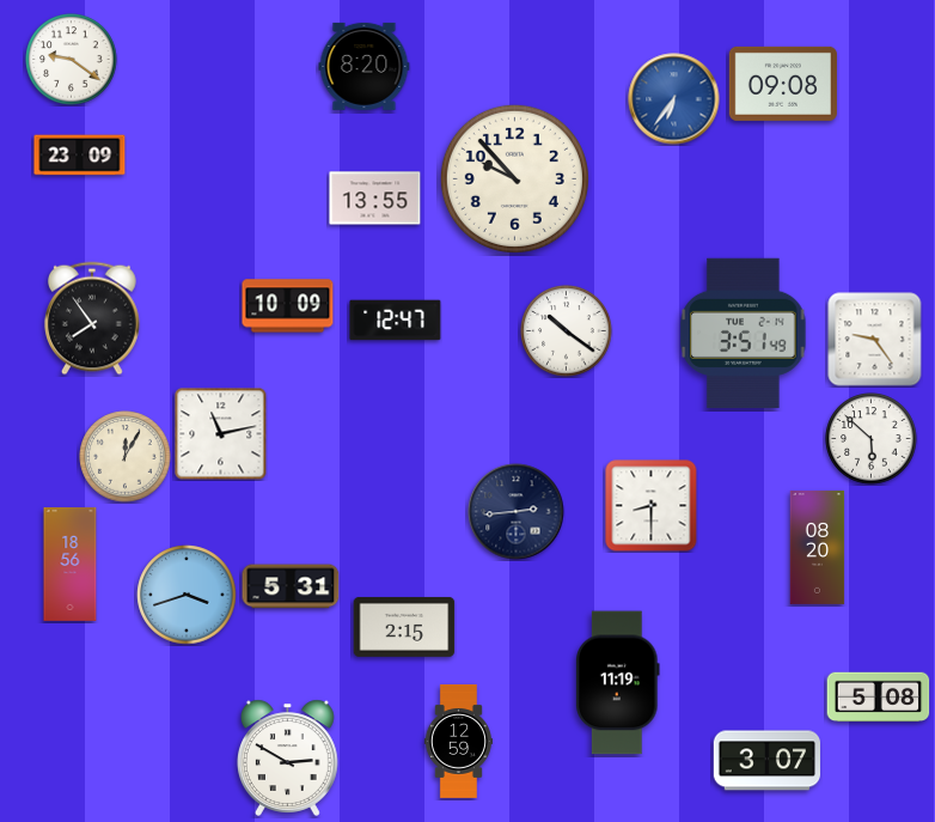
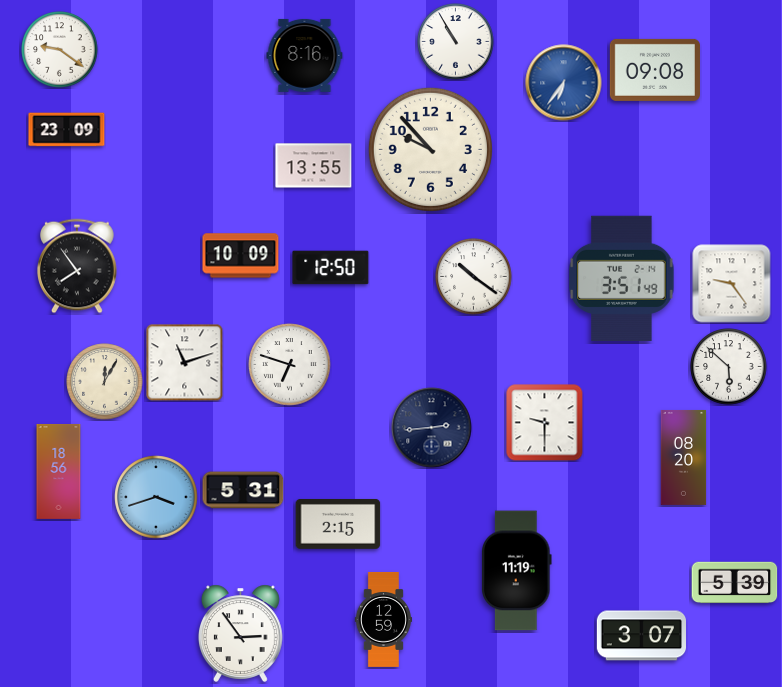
clock at (456, 42): none -> 10:55
clock at (365, 66): 8:20 -> 8:16
clock at (396, 321): 12:47 -> 12:50
clock at (221, 434): 11:13 -> 11:12
clock at (290, 365): none -> 6:48
clock at (652, 506): 8:30 -> 9:30
clock at (879, 698): 5:08 -> 5:39
clock at (287, 757): 2:50 -> 2:54
